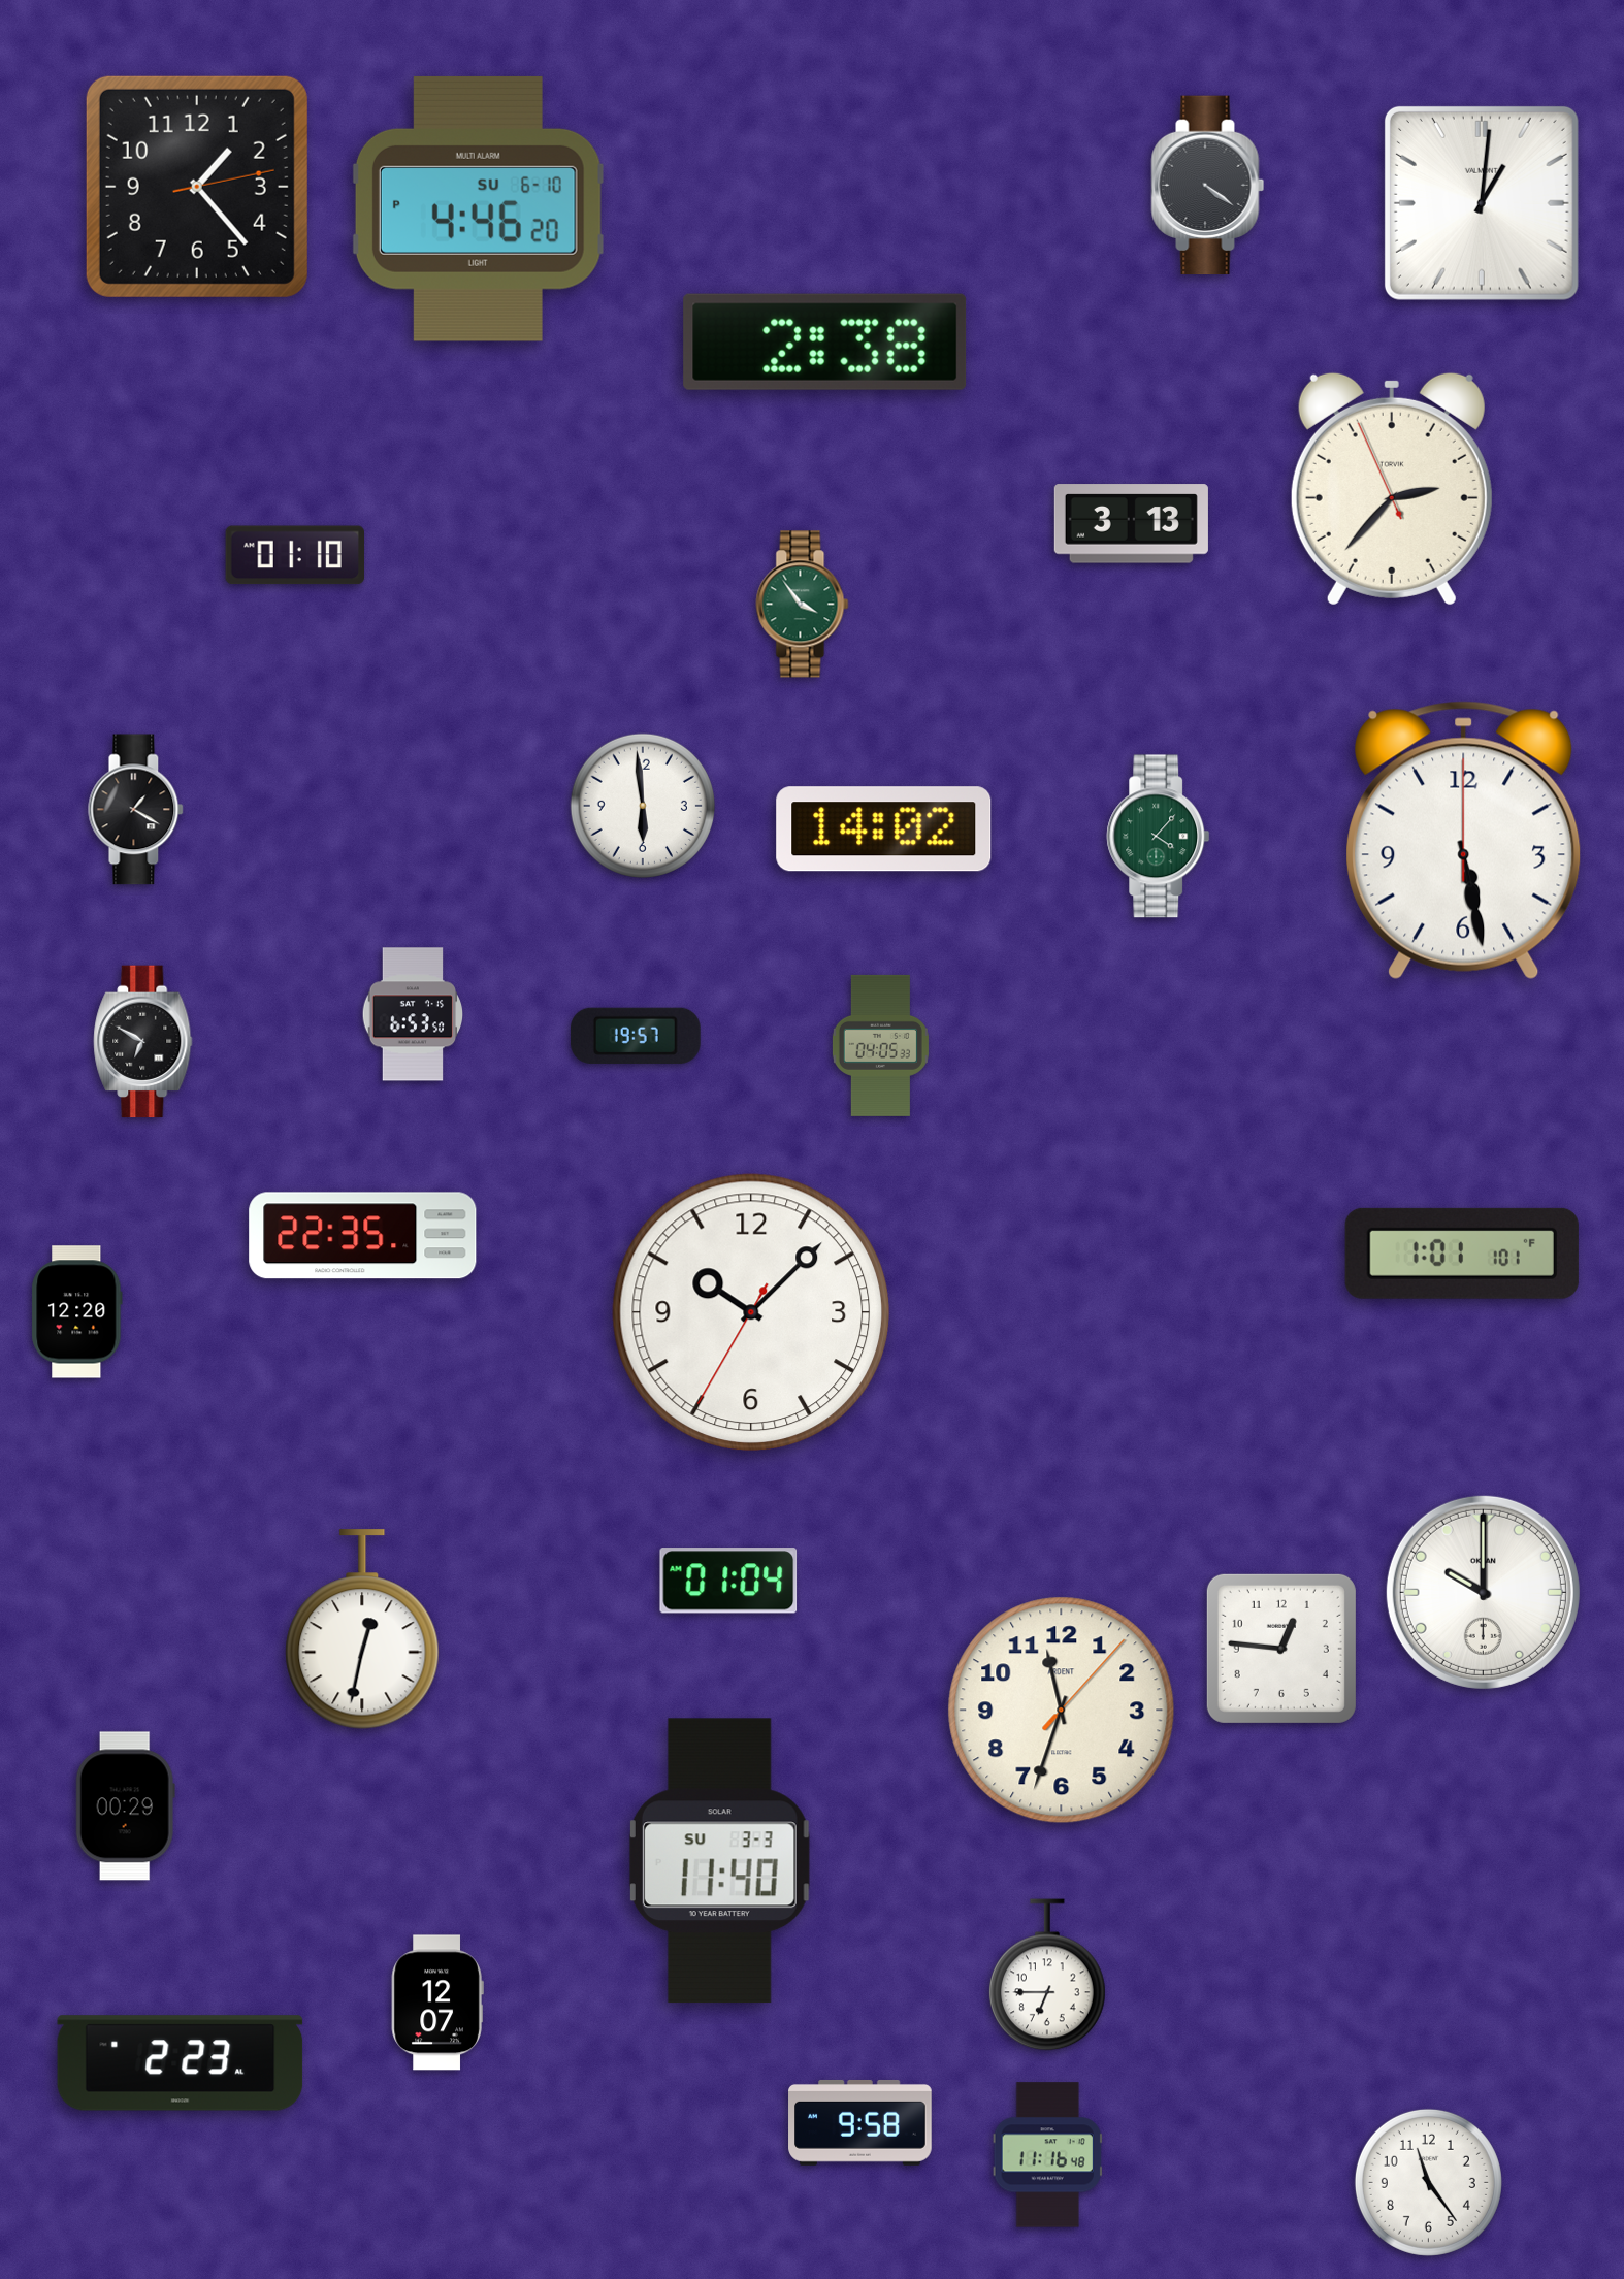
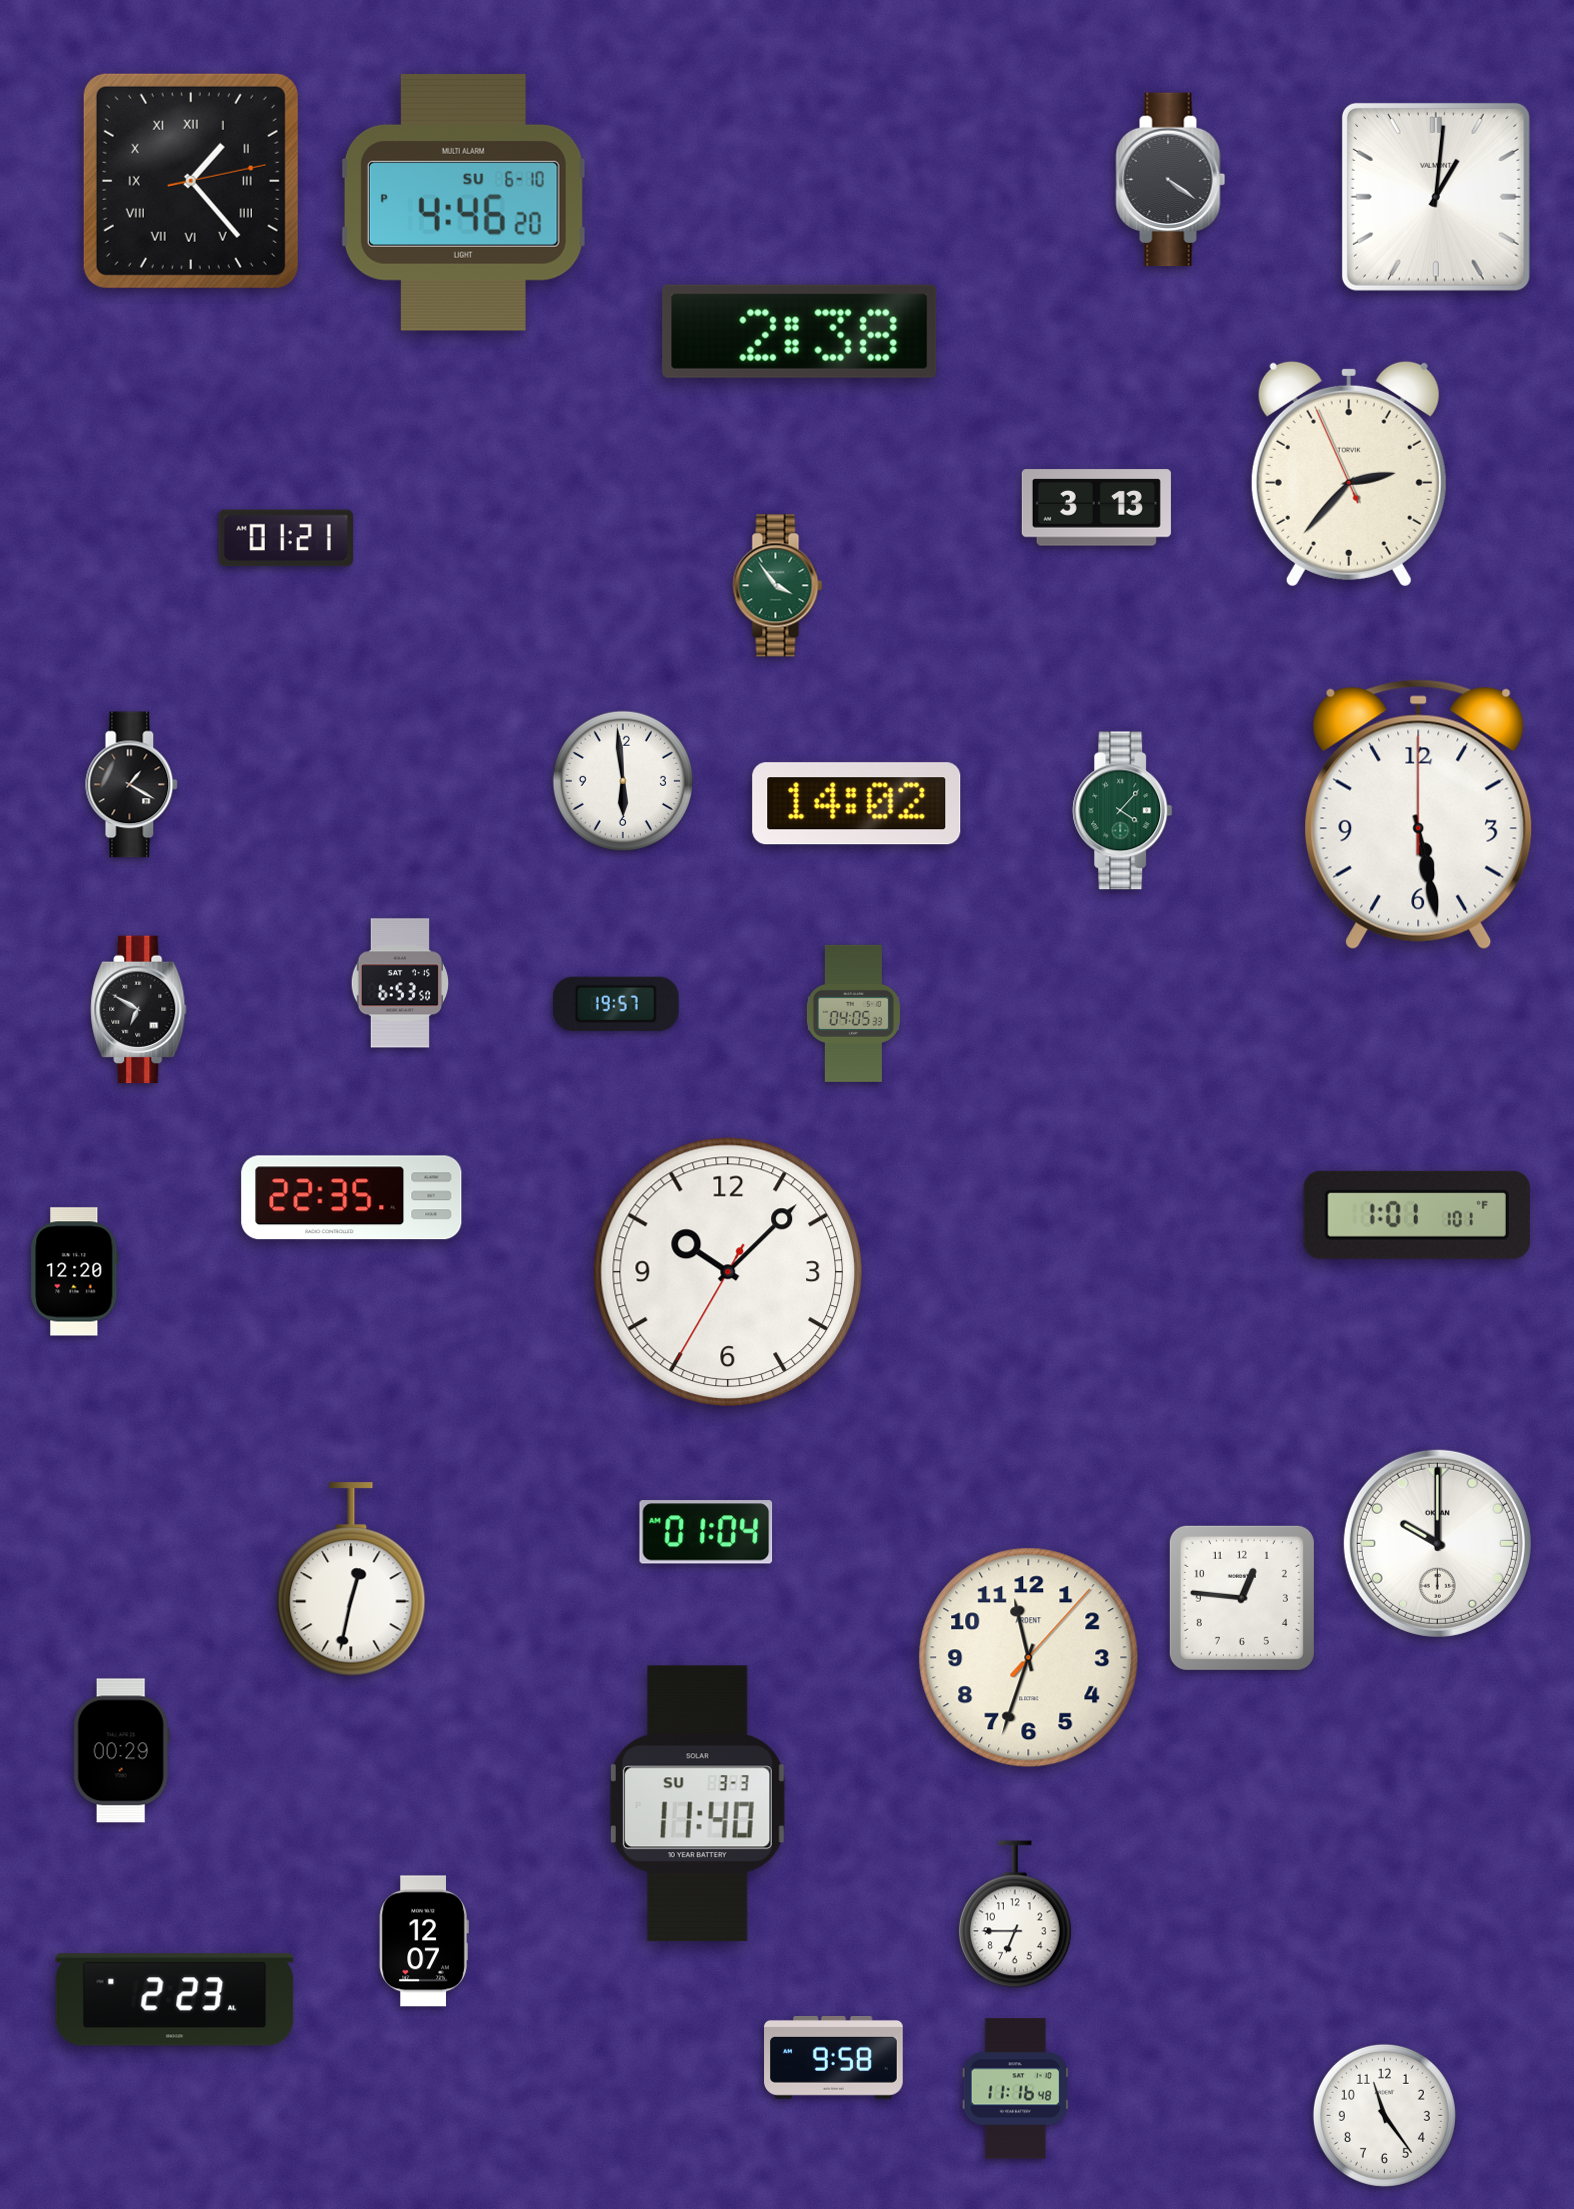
clock at (197, 187) numerals: Arabic -> Roman
clock at (294, 555): 01:10 -> 01:21
